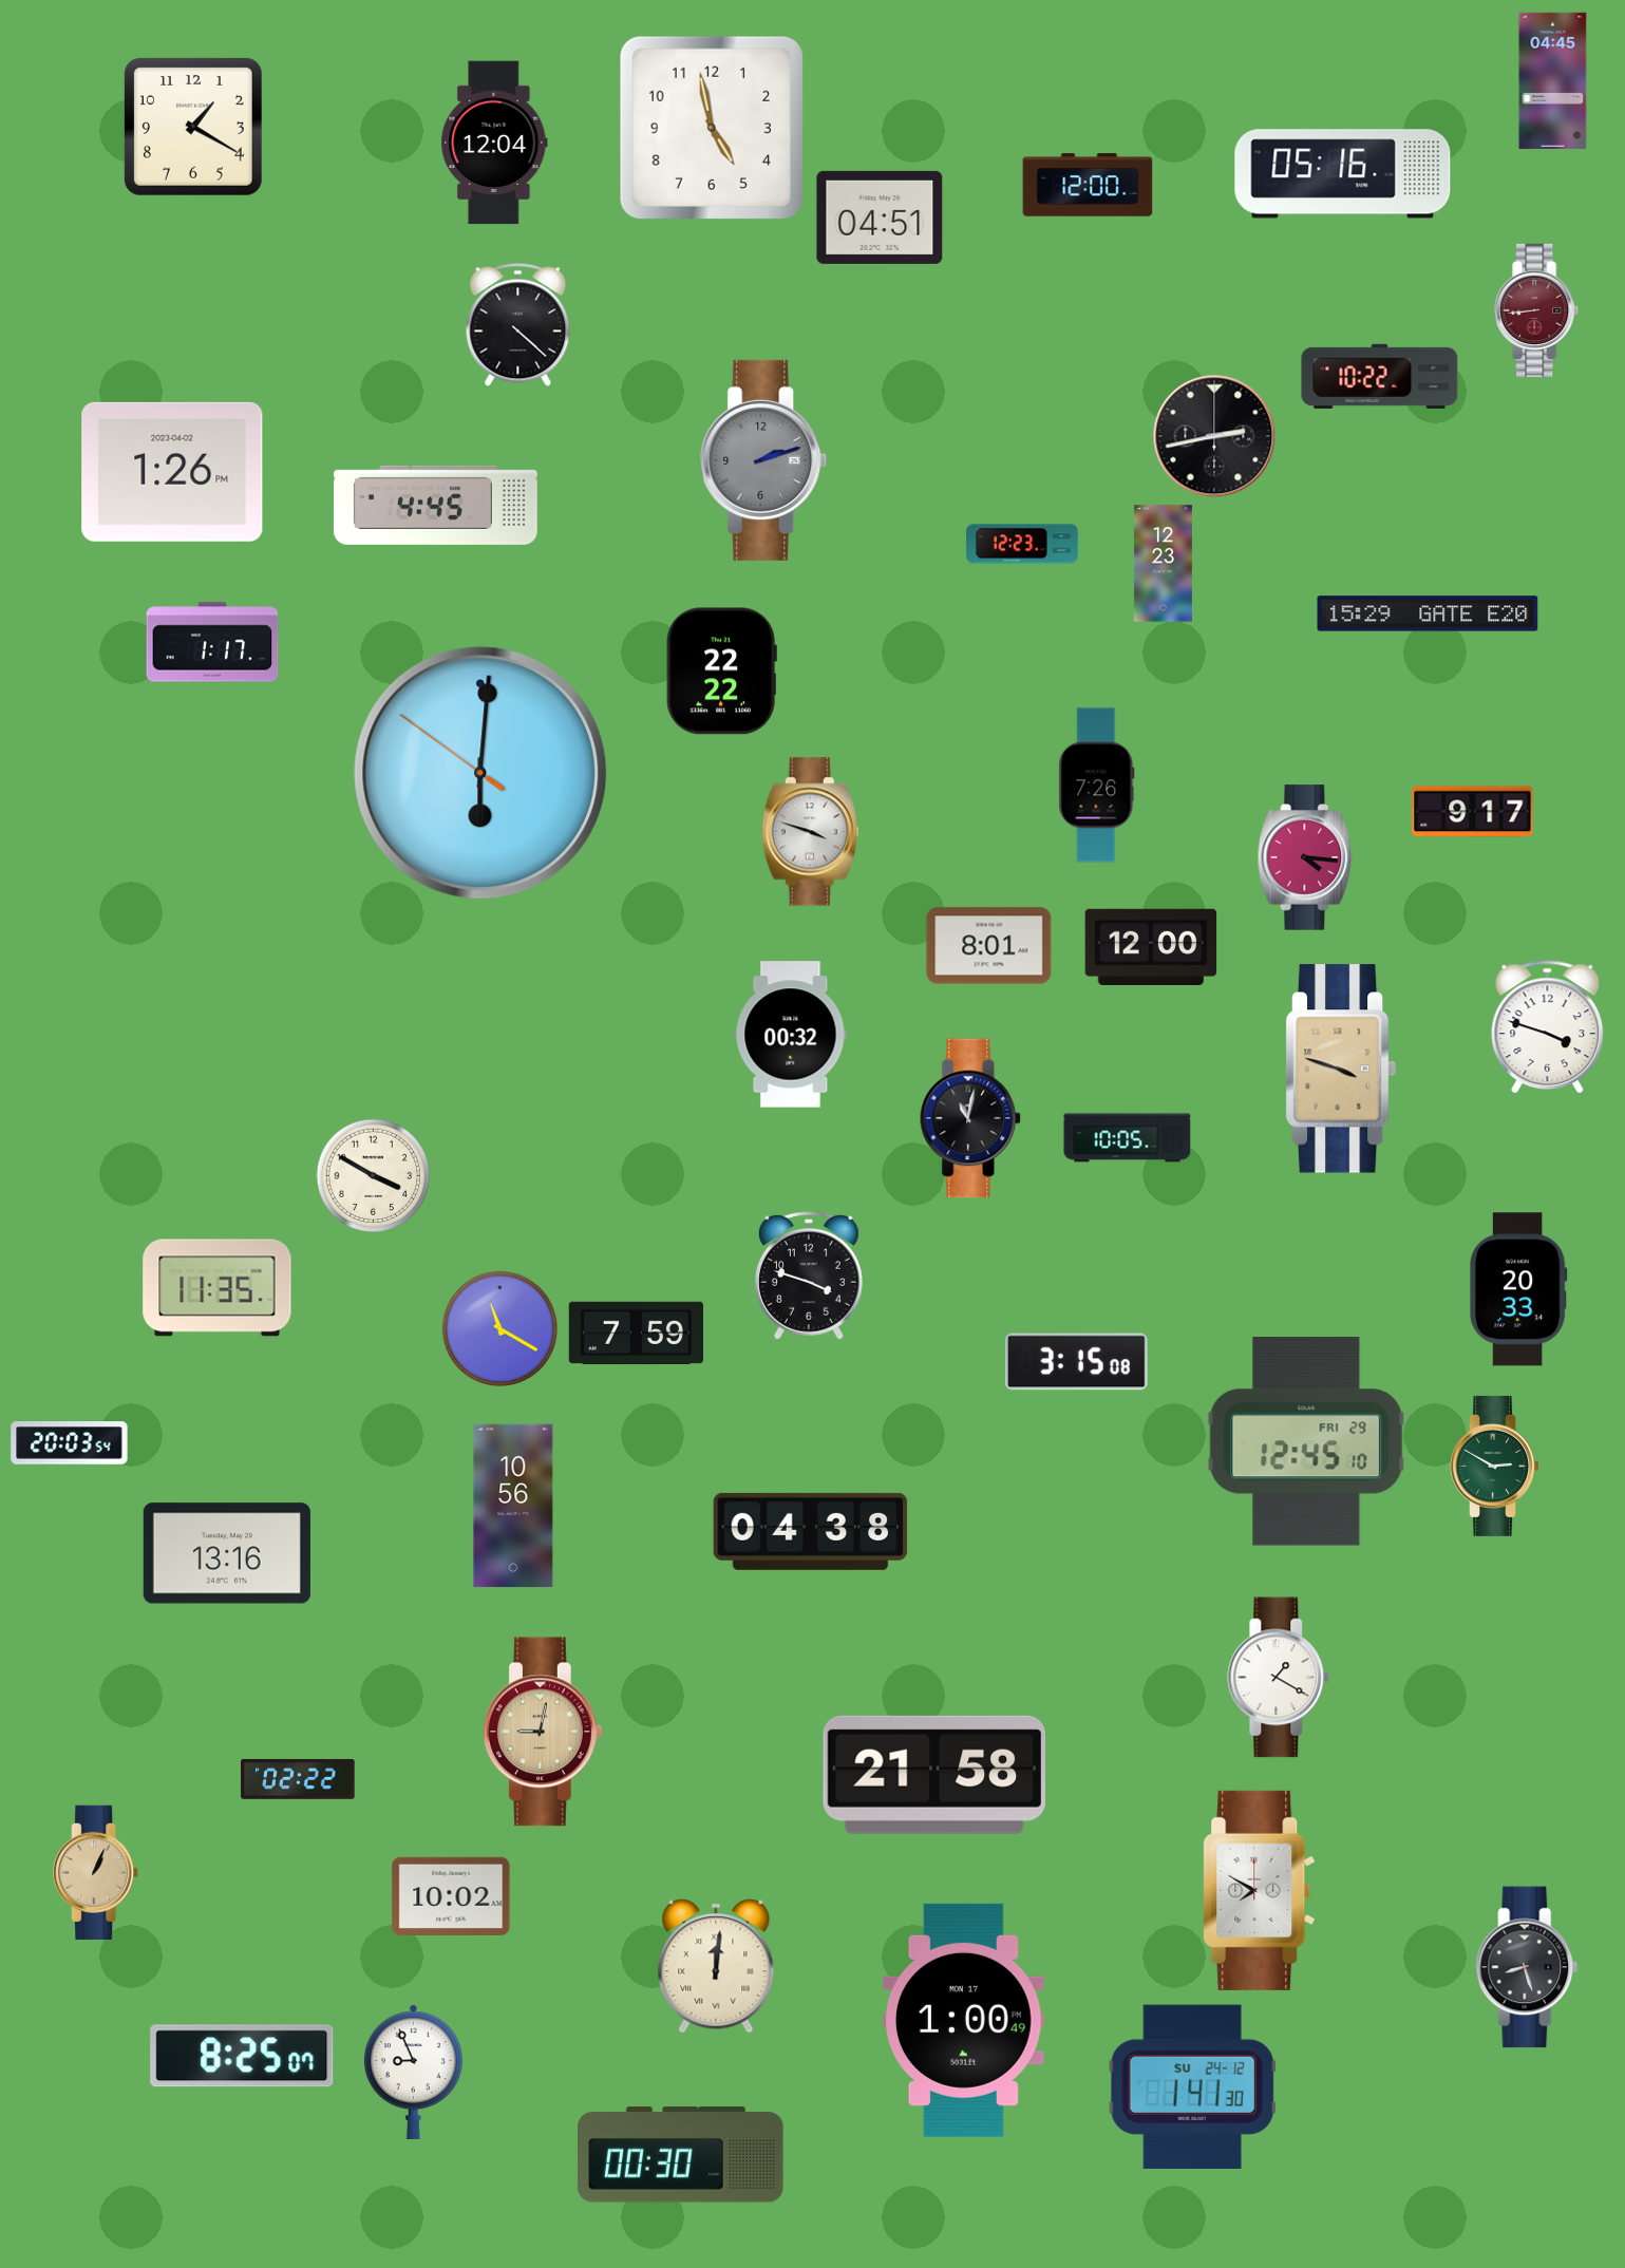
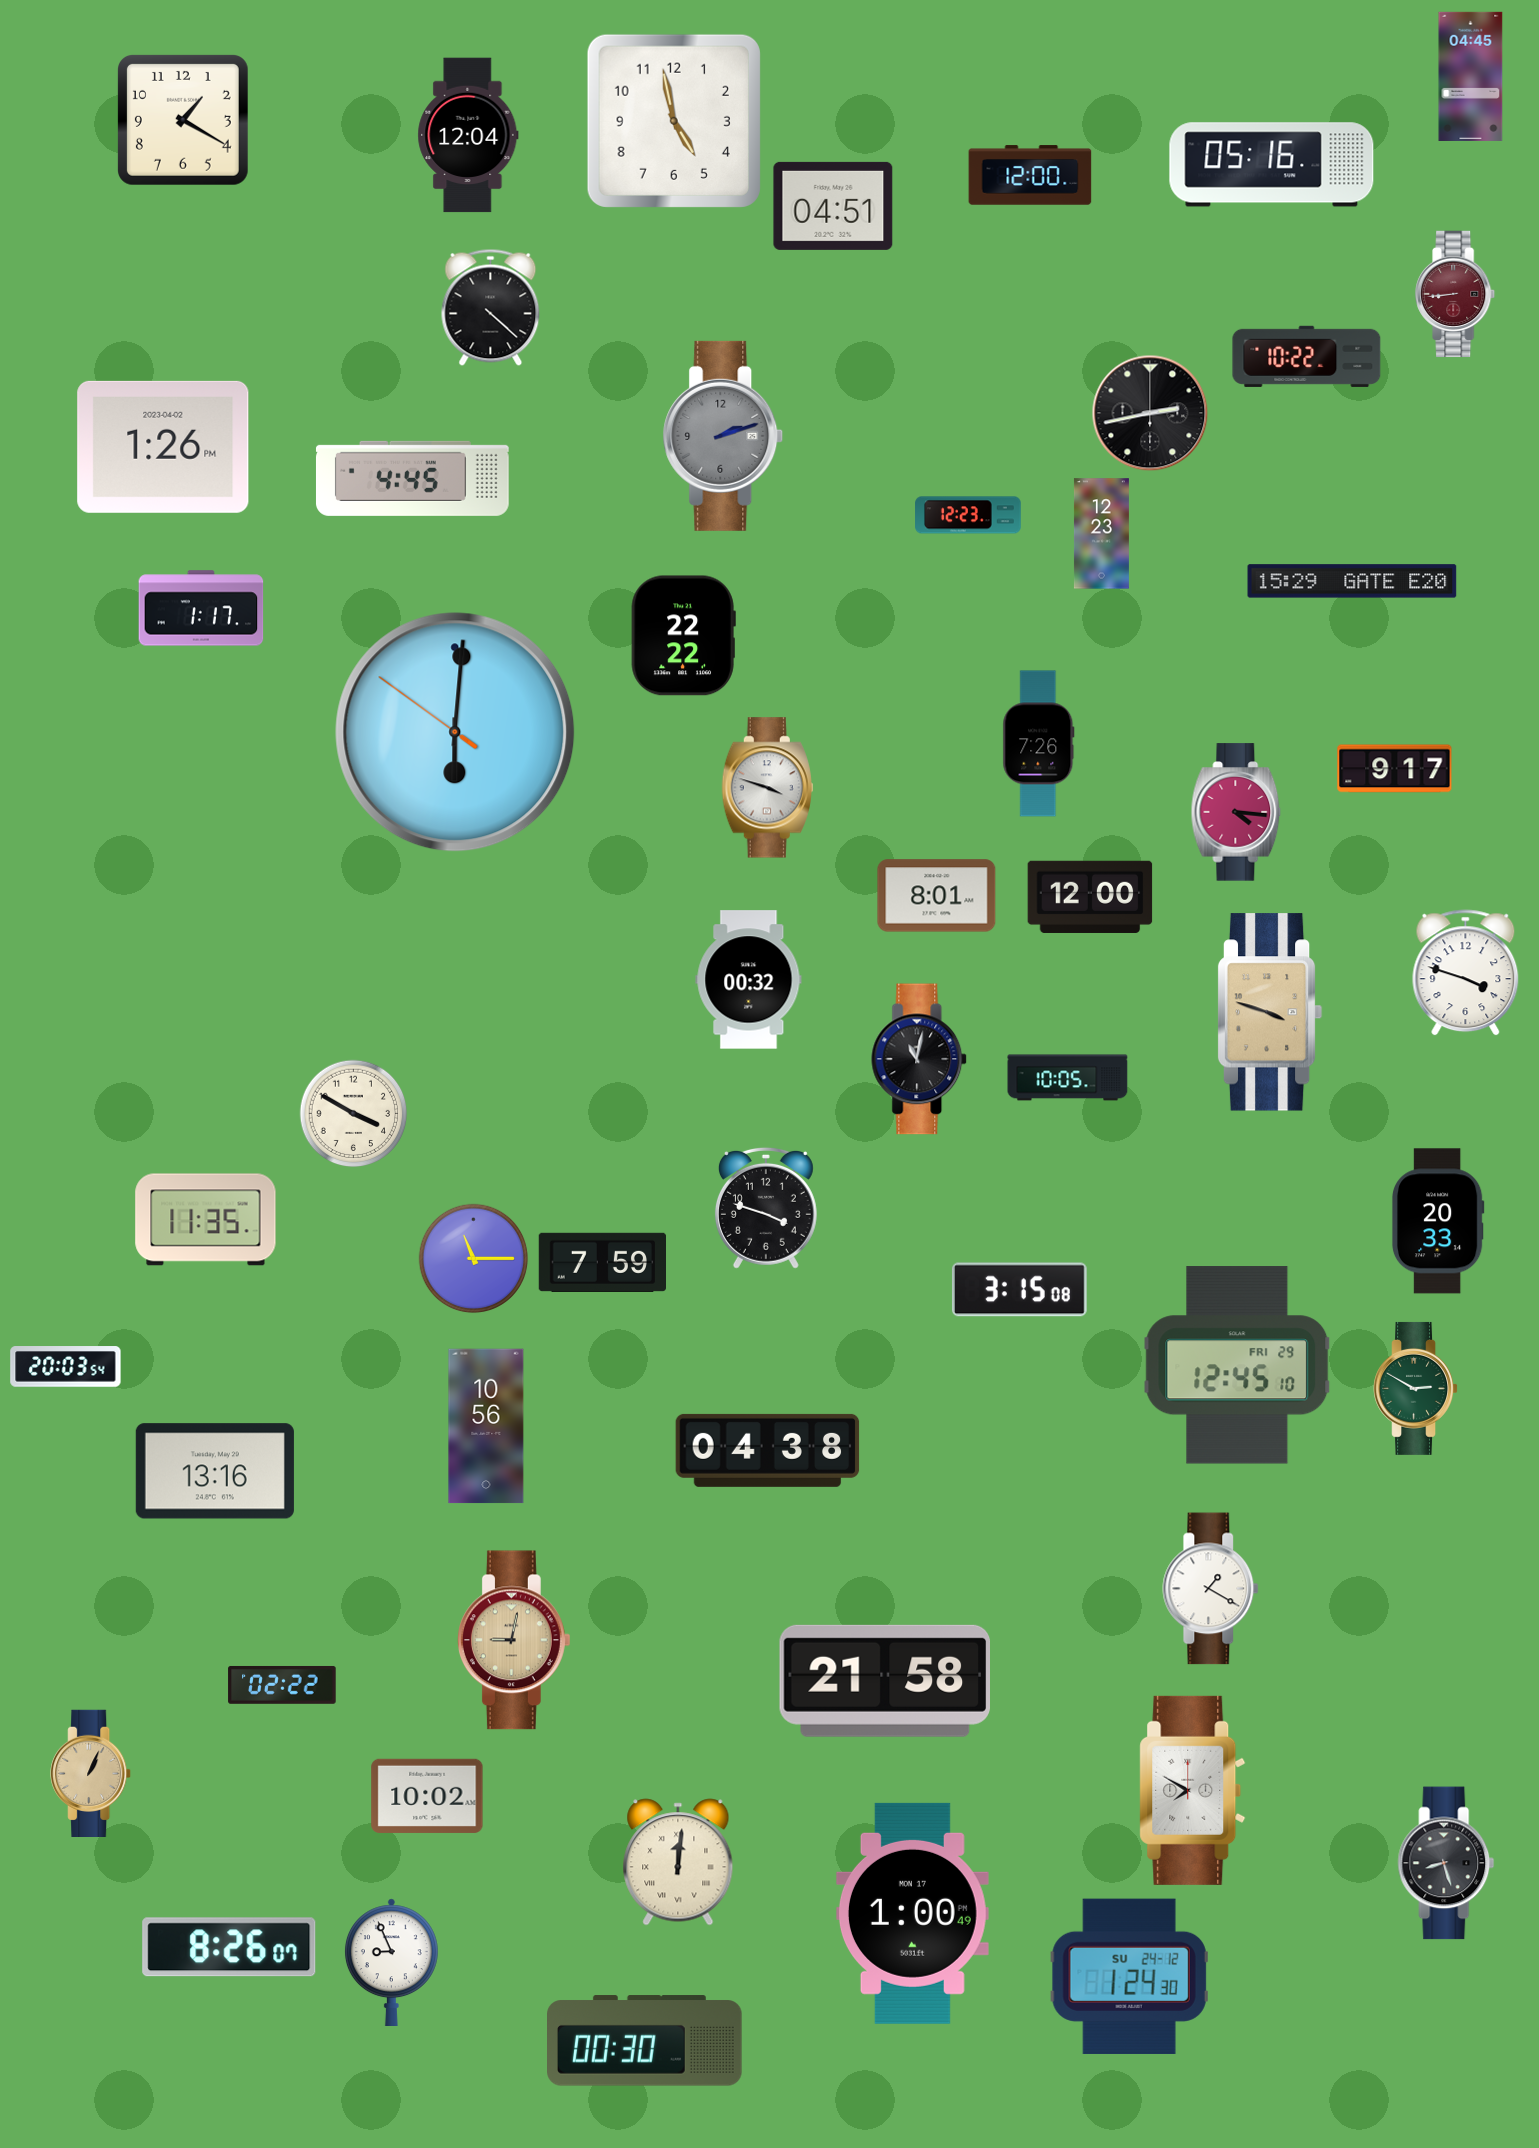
clock at (500, 1329): 11:20 -> 11:15
clock at (242, 2056): 8:25 -> 8:26
clock at (1192, 2086): 1:41 -> 1:24
